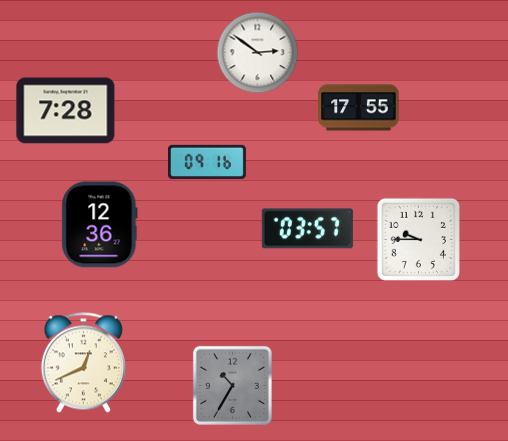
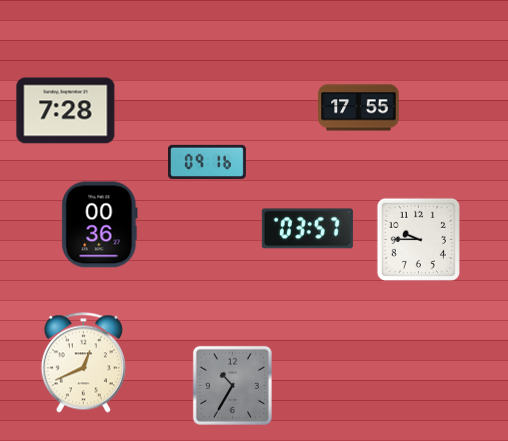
clock at (258, 53): 2:51 -> none
clock at (100, 225): 12:36 -> 00:36
